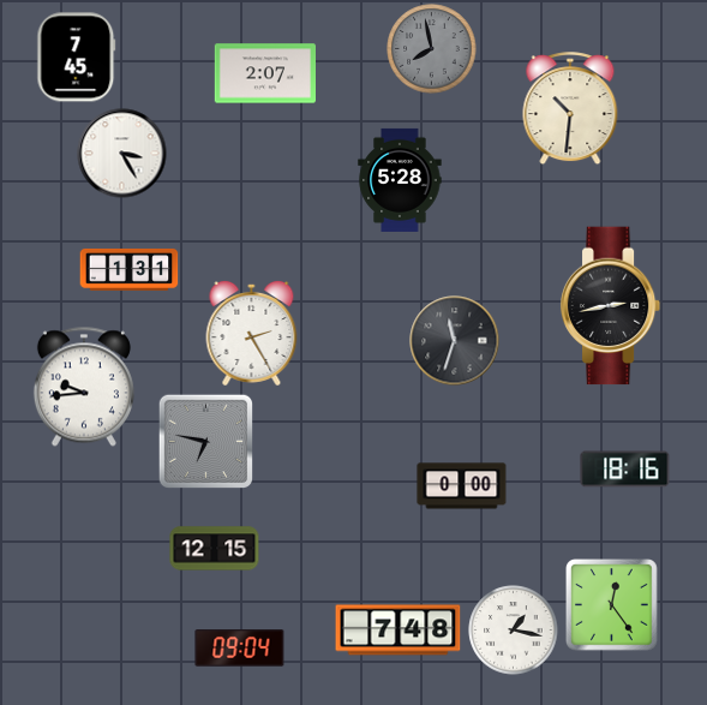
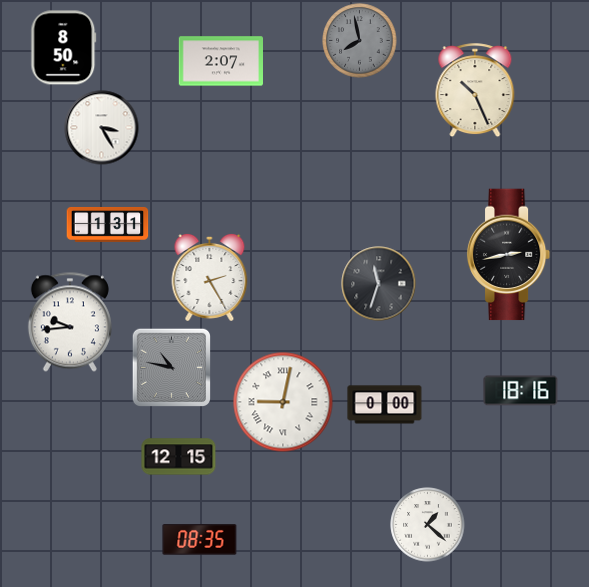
clock at (77, 58): 7:45 -> 8:50
clock at (570, 109): 10:31 -> 10:26
clock at (400, 180): 5:28 -> none
clock at (205, 441): 6:47 -> 10:47
clock at (283, 402): none -> 9:02
clock at (612, 605): 12:24 -> none
clock at (399, 631): 7:48 -> none
clock at (514, 631): 1:17 -> 1:22
clock at (240, 649): 09:04 -> 08:35
